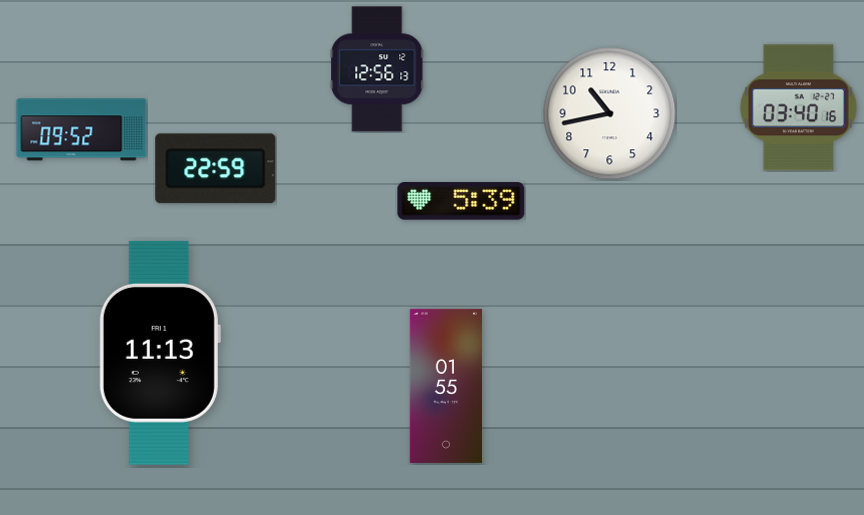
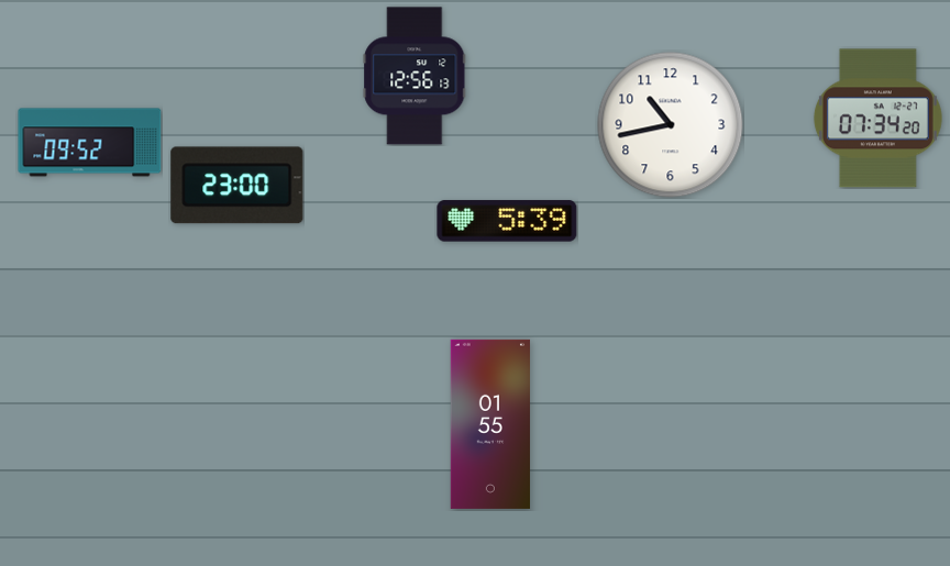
clock at (798, 108): 03:40 -> 07:34
clock at (216, 169): 22:59 -> 23:00
clock at (160, 353): 11:13 -> none
